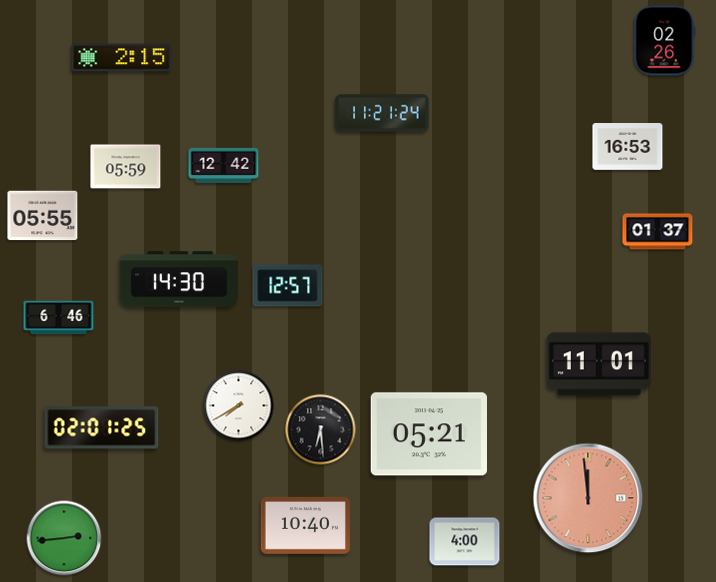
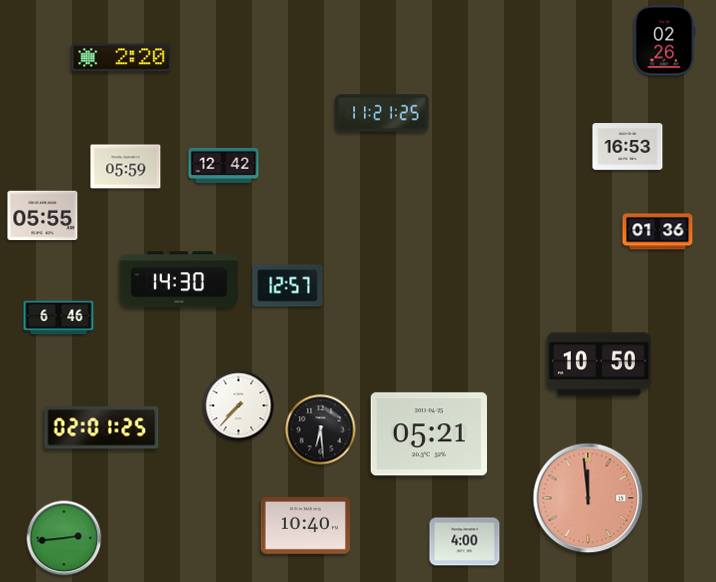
clock at (122, 58): 2:15 -> 2:20
clock at (382, 113): 11:21:24 -> 11:21:25
clock at (658, 232): 01:37 -> 01:36
clock at (599, 364): 11:01 -> 10:50
clock at (239, 406): 7:40 -> 7:37
